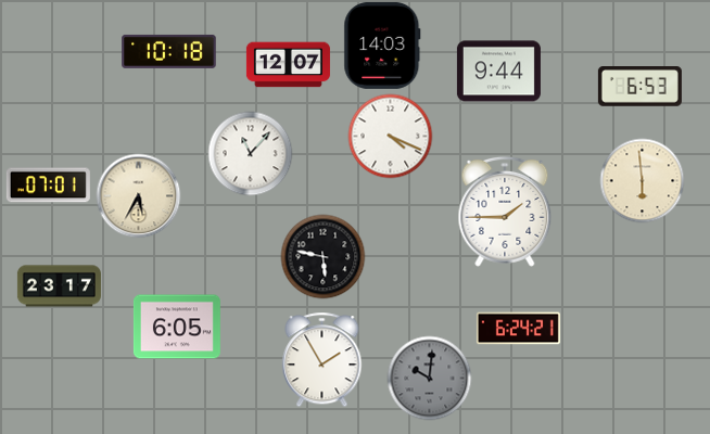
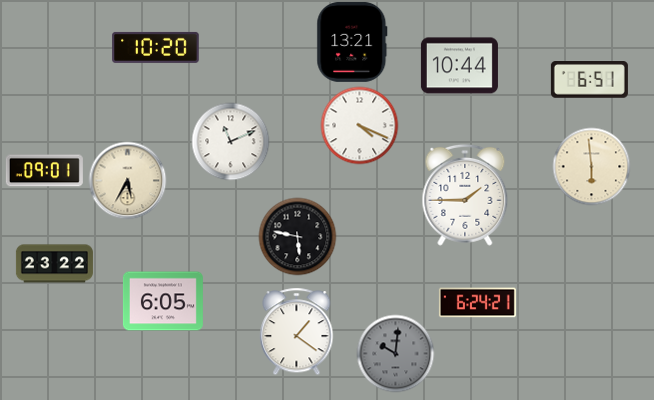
clock at (382, 46): 14:03 -> 13:21
clock at (169, 51): 10:18 -> 10:20
clock at (288, 65): 12:07 -> none
clock at (498, 72): 9:44 -> 10:44
clock at (639, 87): 6:53 -> 6:51
clock at (250, 153): 11:07 -> 11:11
clock at (48, 186): 07:01 -> 09:01
clock at (59, 286): 23:17 -> 23:22
clock at (322, 359): 1:55 -> 1:21
clock at (429, 378) position: (429, 378) -> (395, 353)
